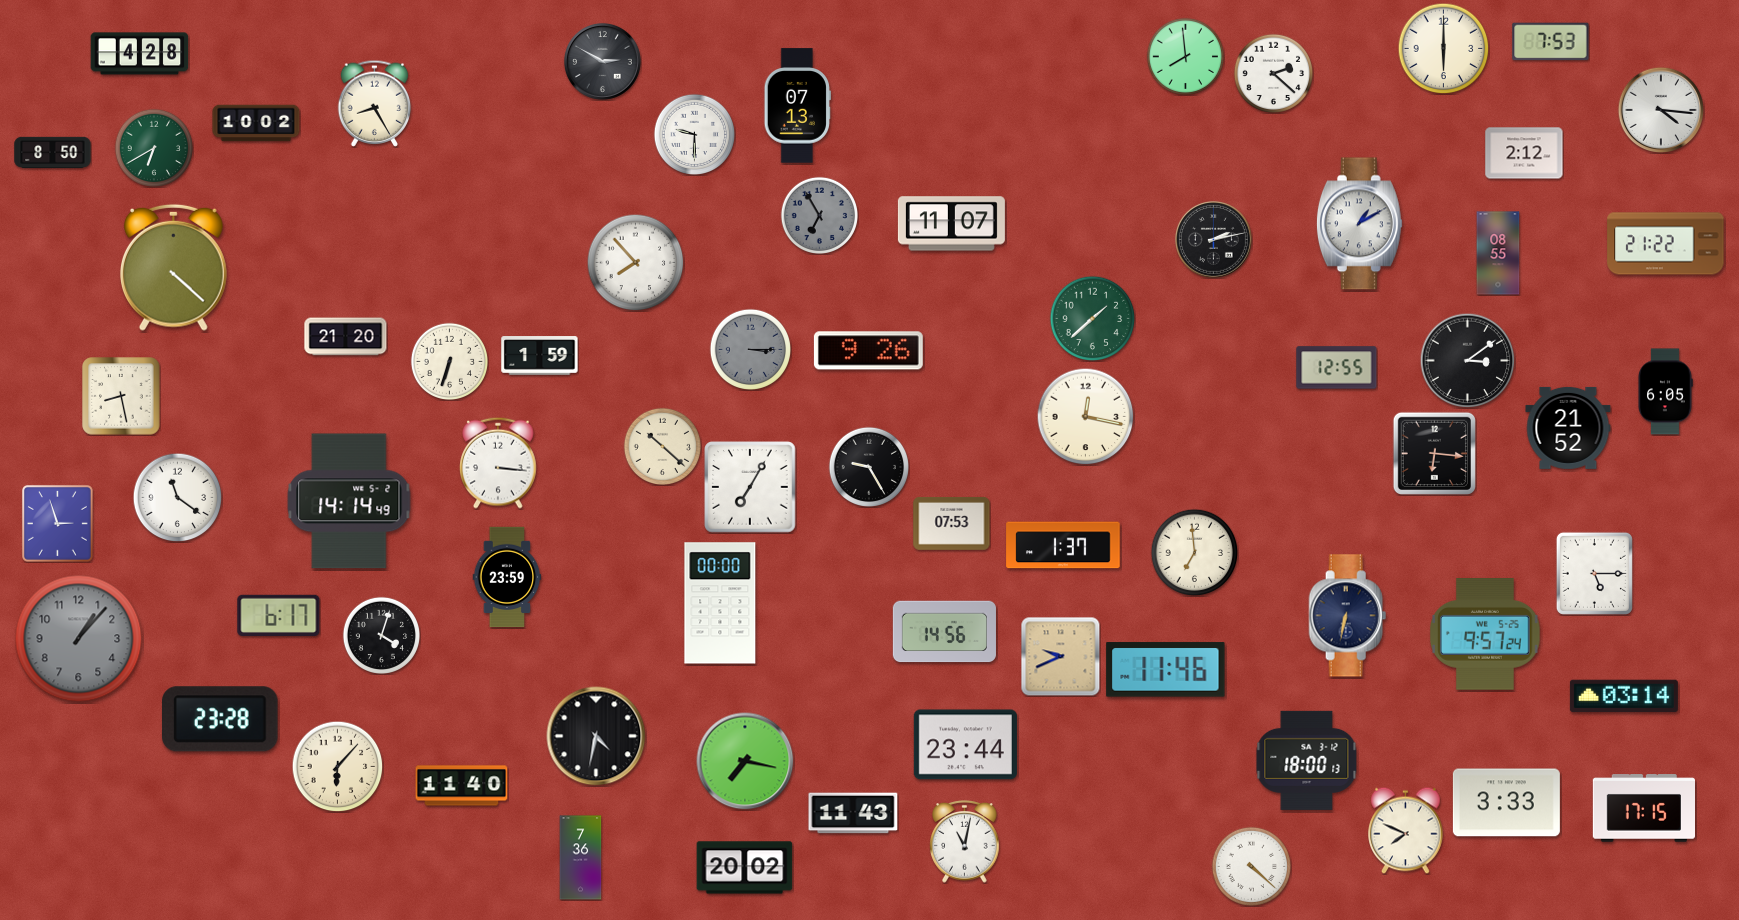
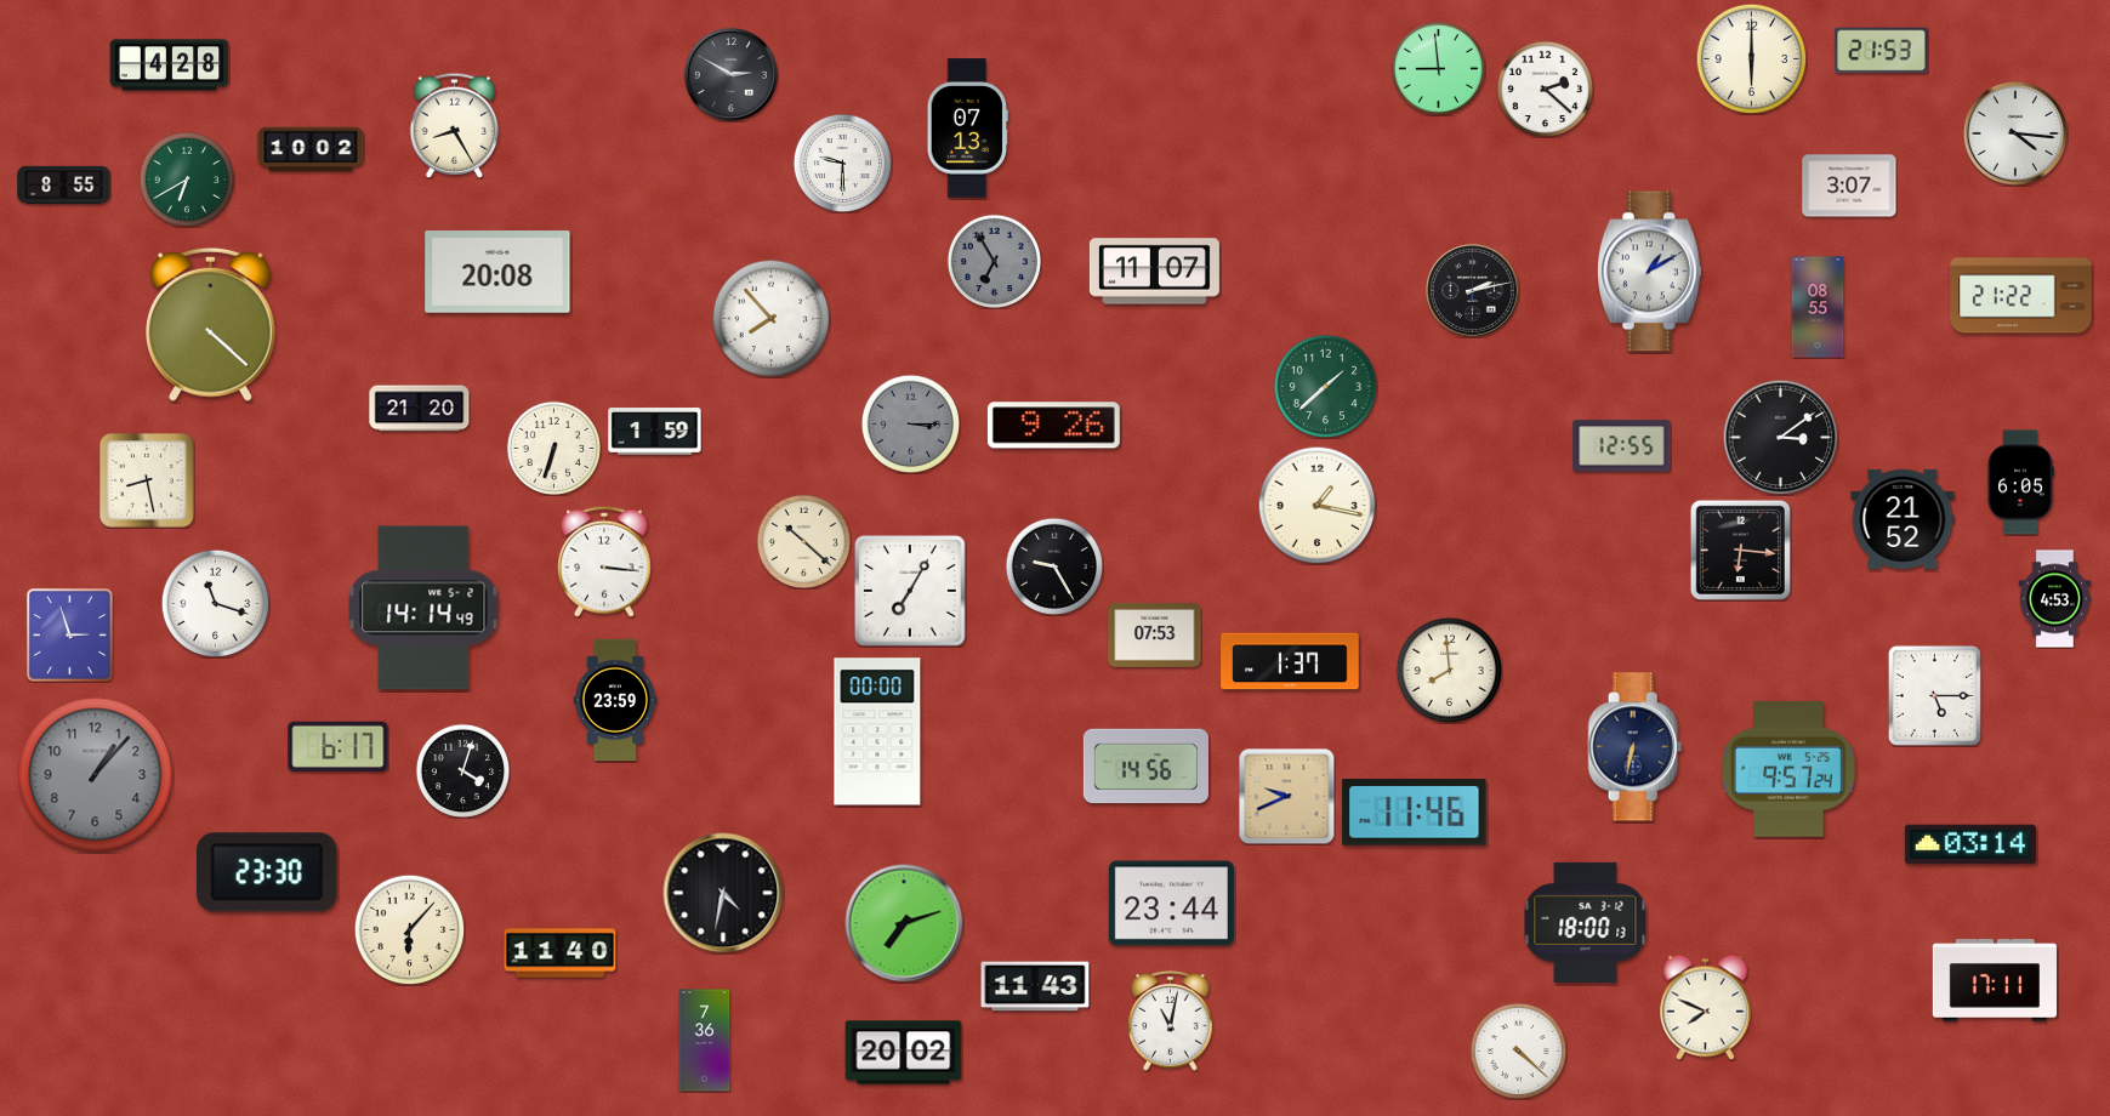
clock at (1551, 42): 7:53 -> 21:53
clock at (1185, 56): 7:59 -> 8:59
clock at (53, 153): 8:50 -> 8:55
clock at (1524, 153): 2:12 -> 3:07
clock at (497, 273): none -> 20:08
clock at (449, 361) position: (449, 361) -> (553, 448)
clock at (1665, 392) position: (1665, 392) -> (2020, 483)
clock at (1085, 416): 12:17 -> 1:17
clock at (2054, 599): none -> 4:53
clock at (177, 497): 11:21 -> 11:18
clock at (1194, 552): 6:59 -> 7:59
clock at (720, 603) position: (720, 603) -> (877, 731)
clock at (1486, 635) position: (1486, 635) -> (1790, 770)
clock at (221, 719): 23:28 -> 23:30
clock at (745, 761): 7:17 -> 7:12
clock at (1506, 803): 3:33 -> none
clock at (1643, 808): 17:15 -> 17:11
